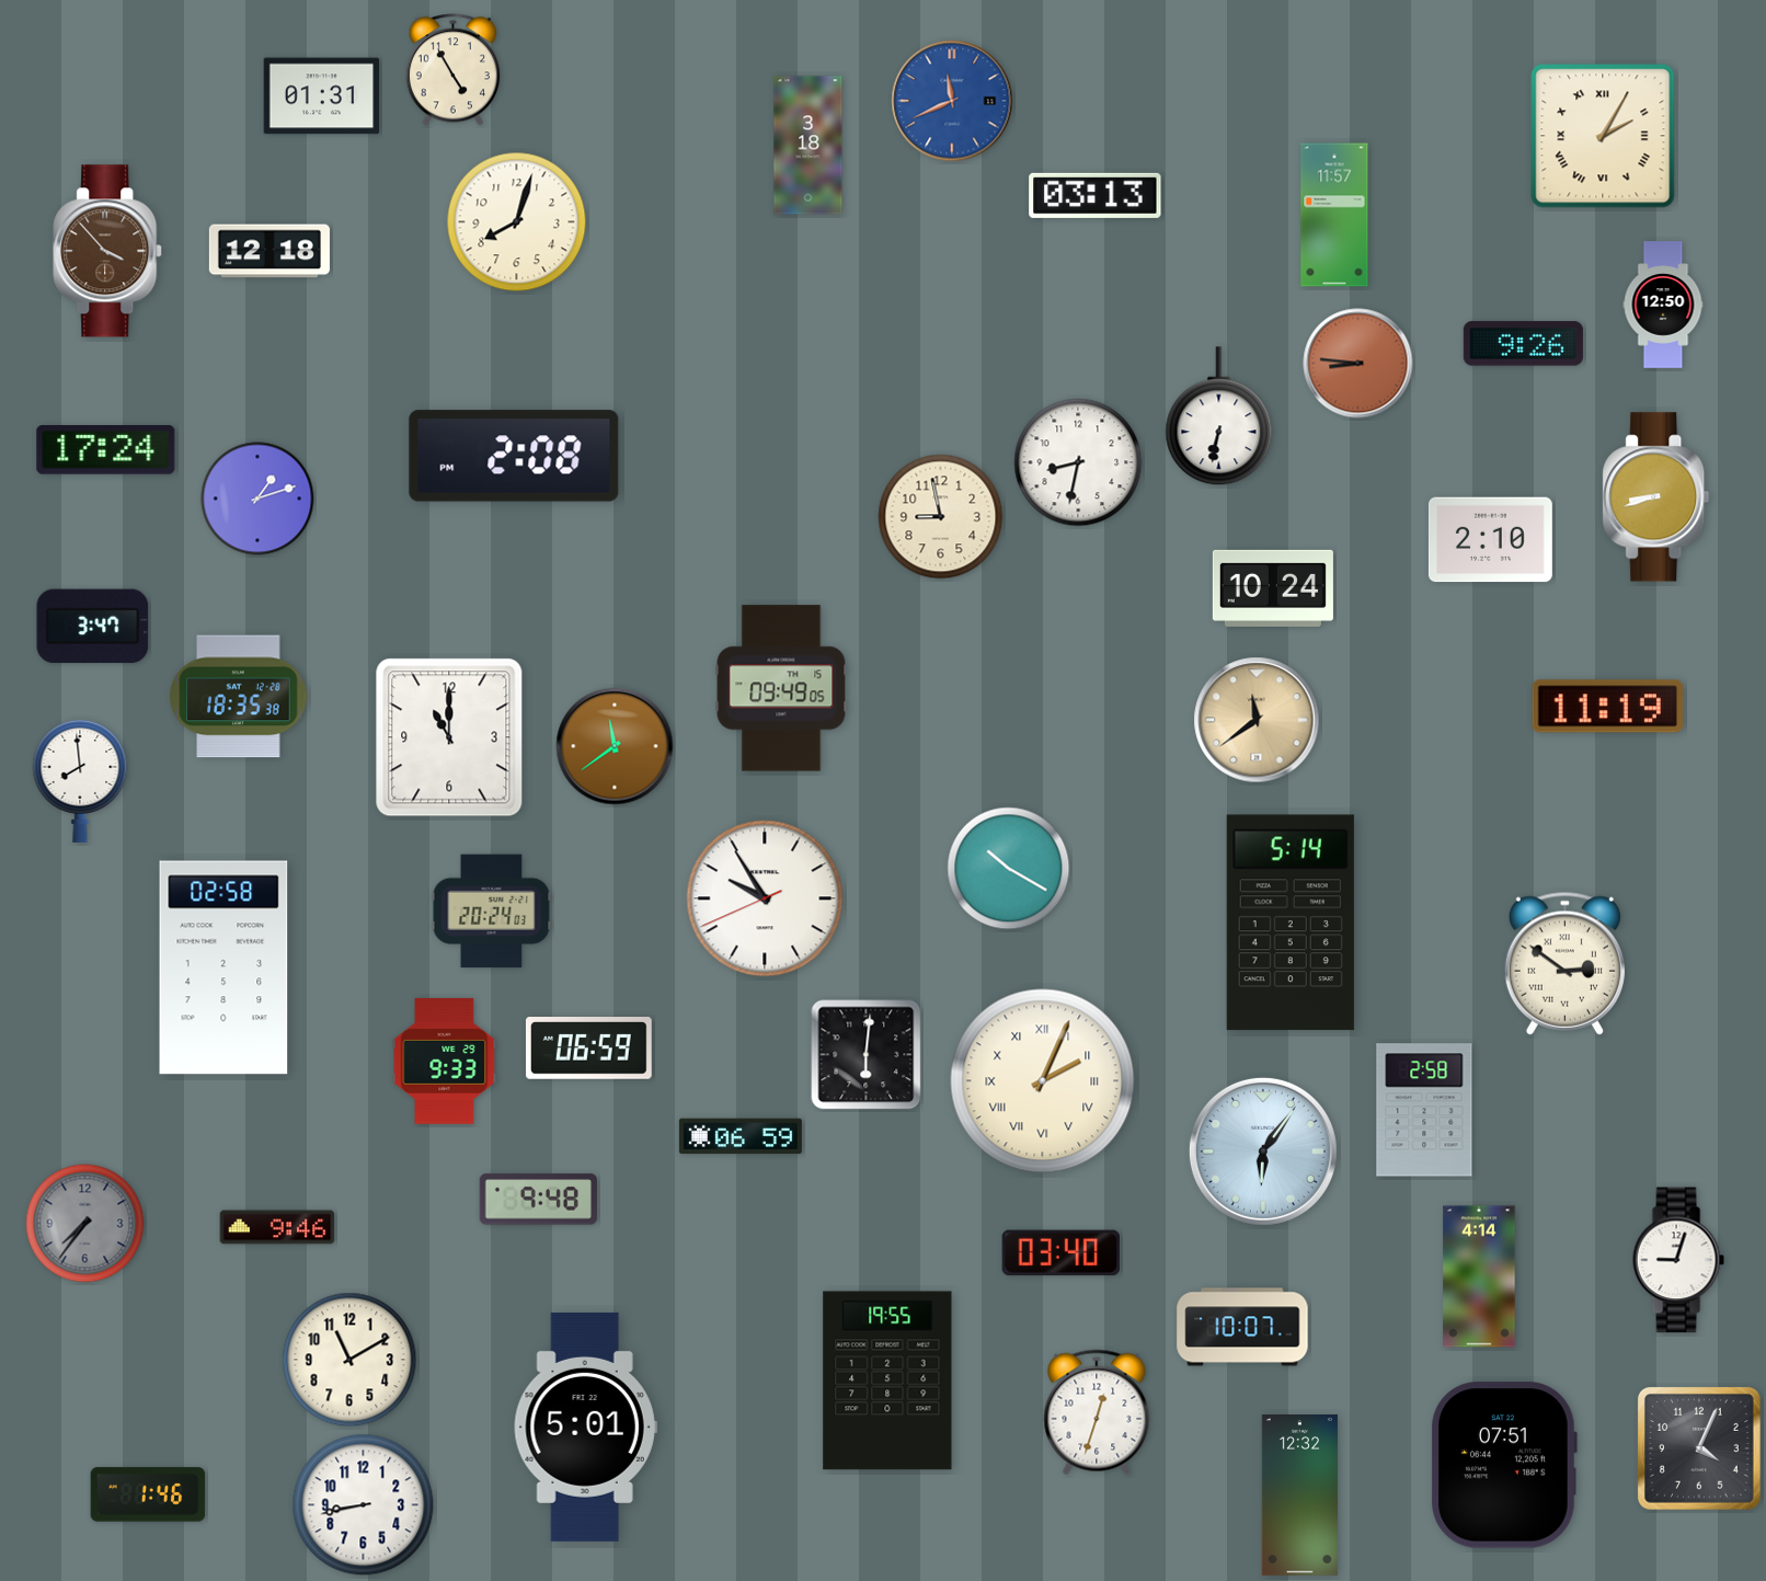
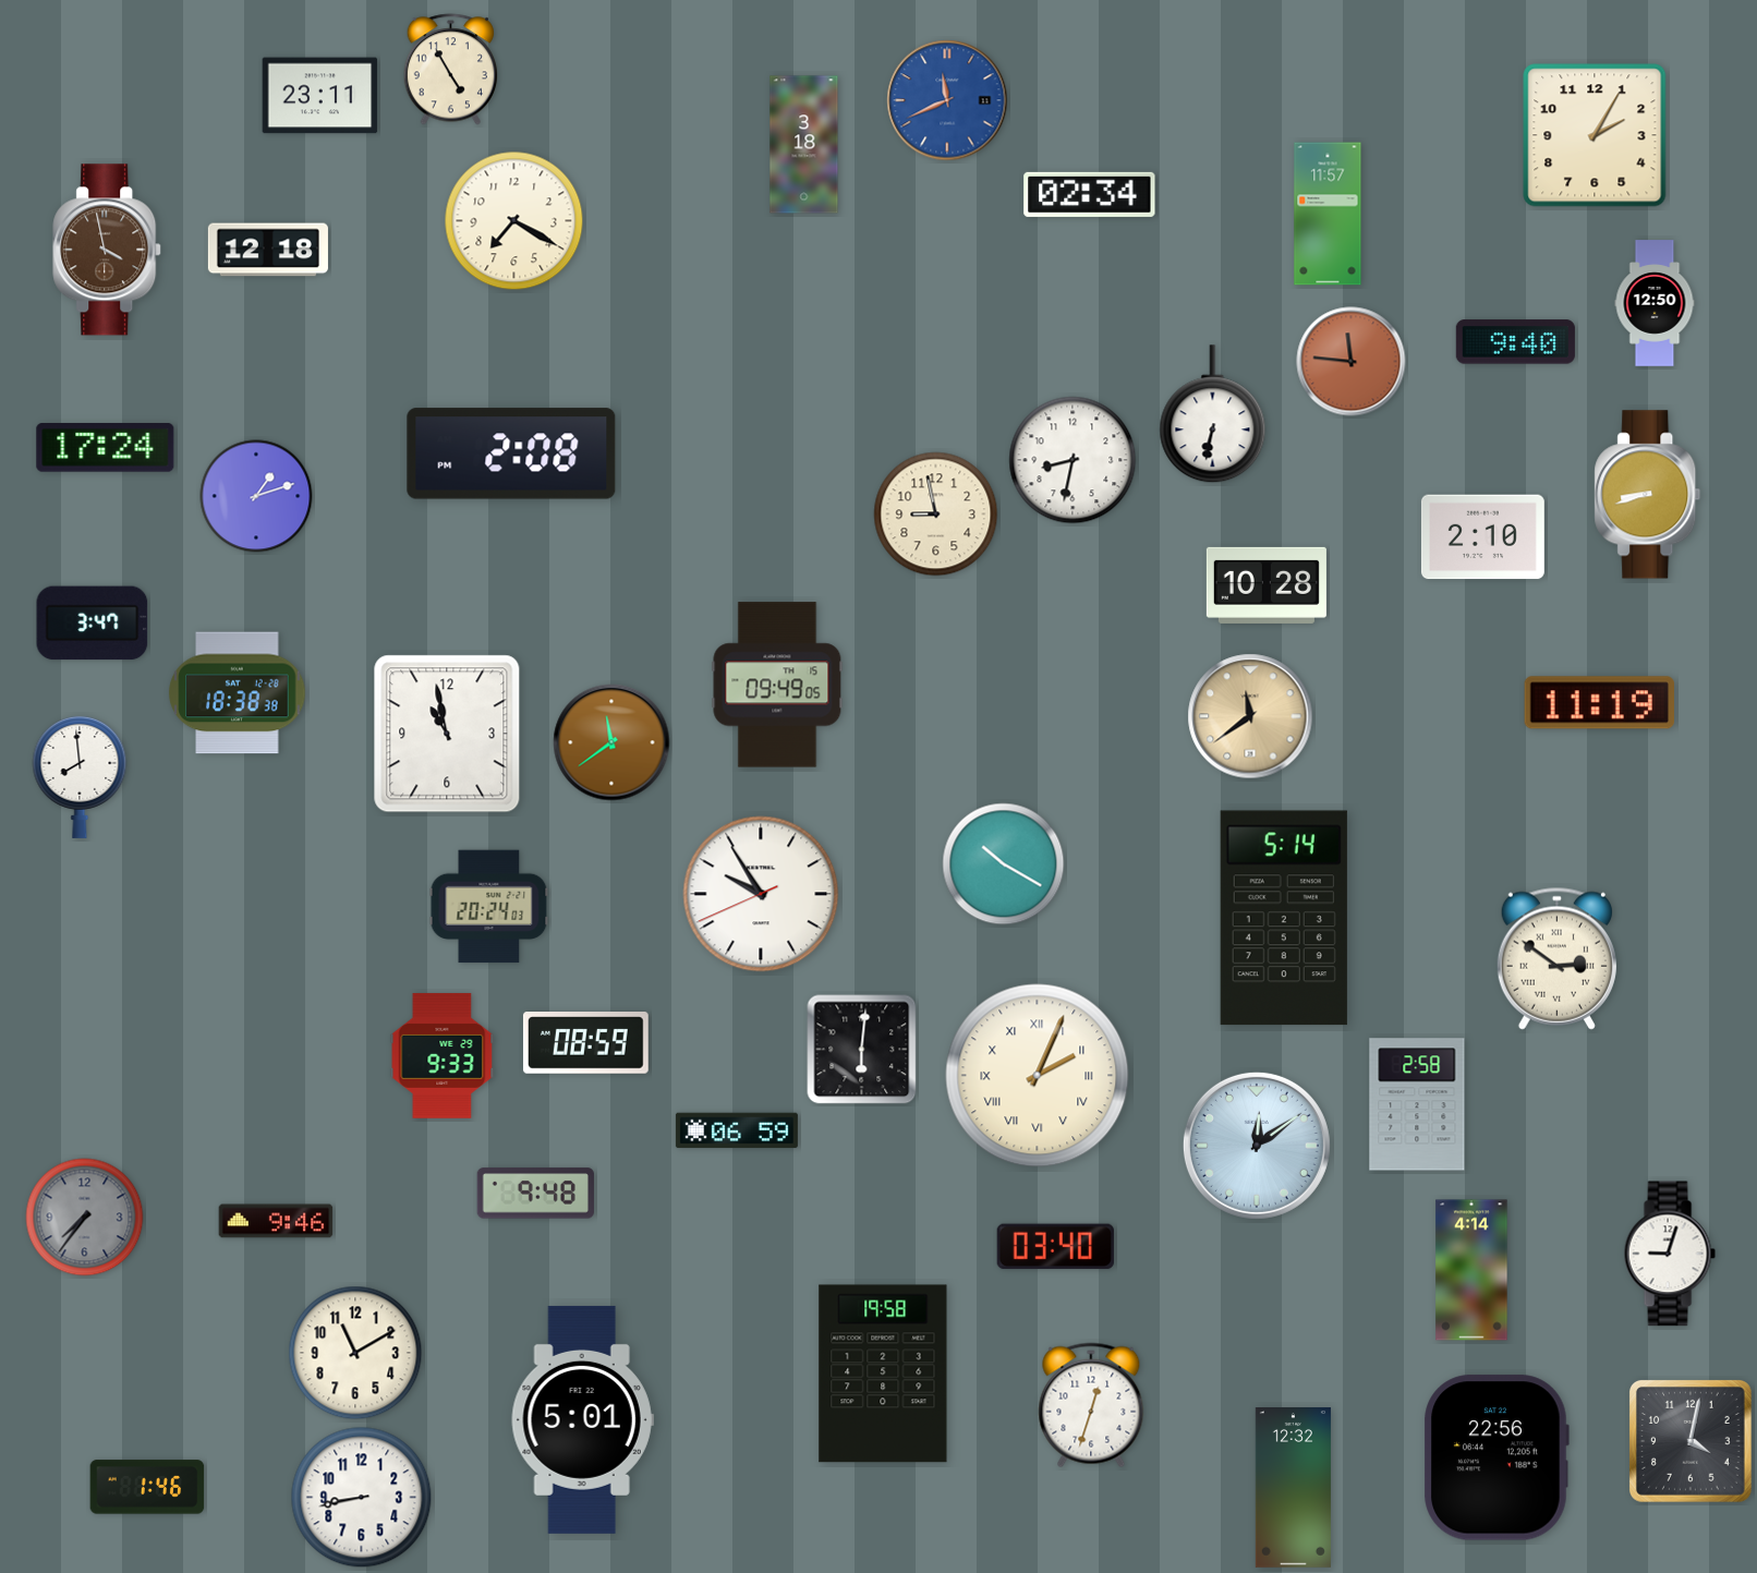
clock at (322, 96): 01:31 -> 23:11
clock at (1603, 136) numerals: Roman -> Arabic
clock at (1096, 195): 03:13 -> 02:34
clock at (517, 222): 8:03 -> 7:20
clock at (108, 251): 3:53 -> 3:58
clock at (1523, 344): 9:26 -> 9:40
clock at (1358, 364): 8:46 -> 11:46
clock at (1273, 588): 10:24 -> 10:28
clock at (239, 697): 18:35 -> 18:38
clock at (449, 737): 11:00 -> 10:58
clock at (223, 967): 02:58 -> none
clock at (588, 1049): 06:59 -> 08:59
clock at (1263, 1152): 6:06 -> 12:09
clock at (1242, 1327): 10:07 -> none
clock at (349, 1360) position: (349, 1360) -> (355, 1353)
clock at (887, 1380): 19:55 -> 19:58
clock at (1700, 1450): 4:04 -> 4:02
clock at (1504, 1465): 07:51 -> 22:56
